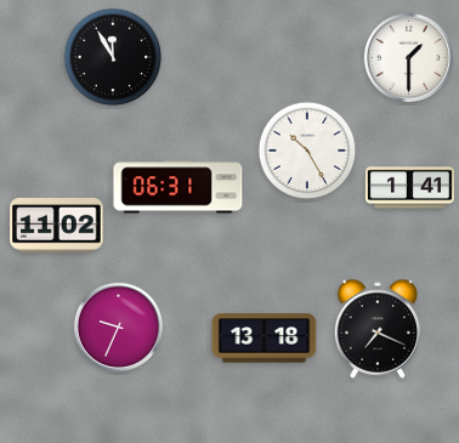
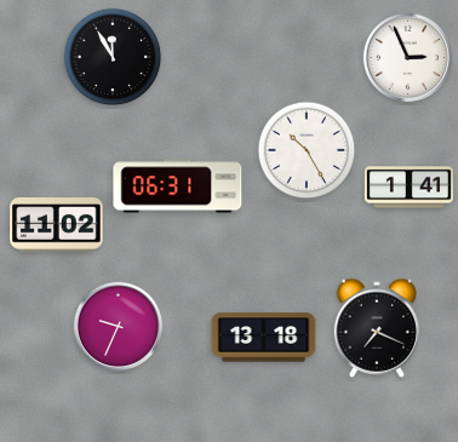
clock at (408, 57): 1:30 -> 2:56
